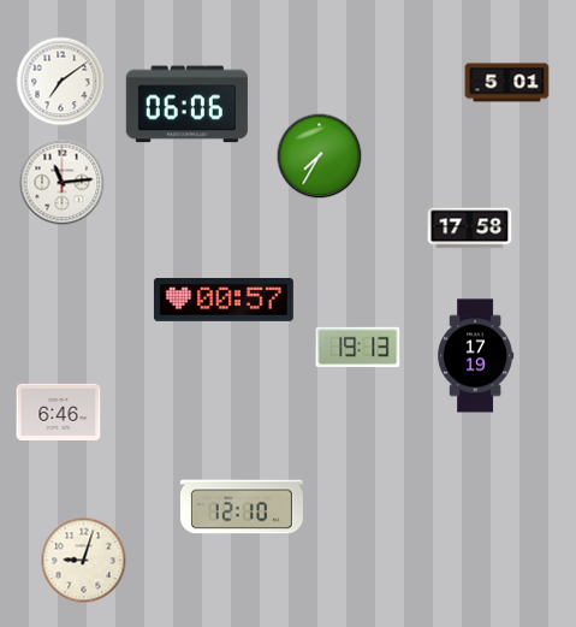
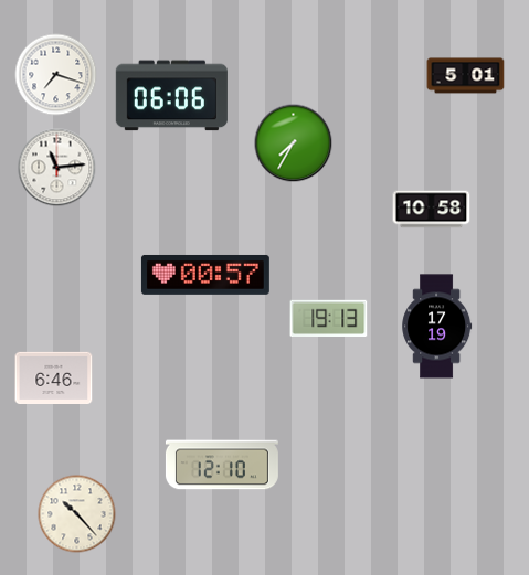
clock at (61, 82): 7:09 -> 7:18
clock at (470, 229): 17:58 -> 10:58
clock at (84, 561): 9:03 -> 10:23
